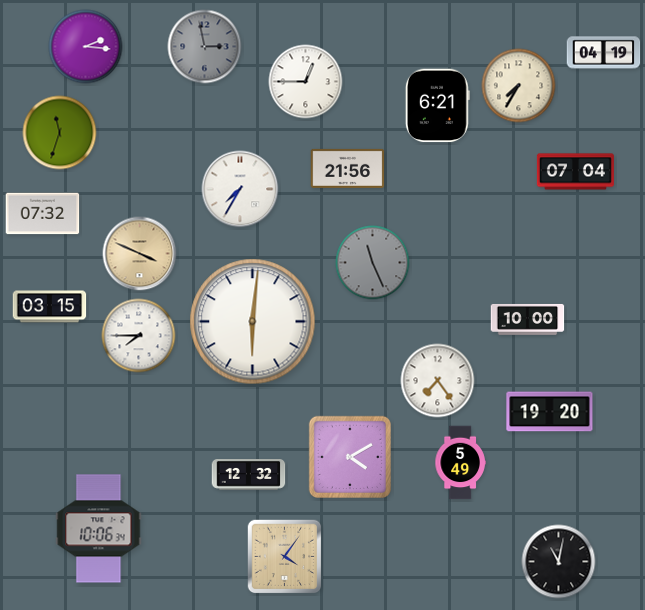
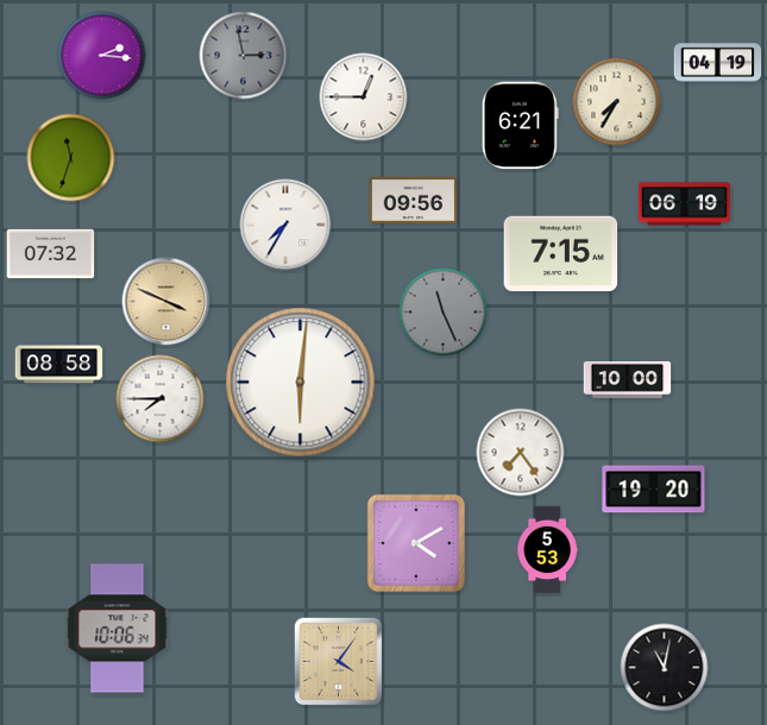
clock at (348, 168): 21:56 -> 09:56
clock at (575, 172): 07:04 -> 06:19
clock at (561, 254): none -> 7:15
clock at (50, 307): 03:15 -> 08:58
clock at (139, 336) position: (139, 336) -> (161, 399)
clock at (460, 463): 5:49 -> 5:53
clock at (249, 475): 12:32 -> none
